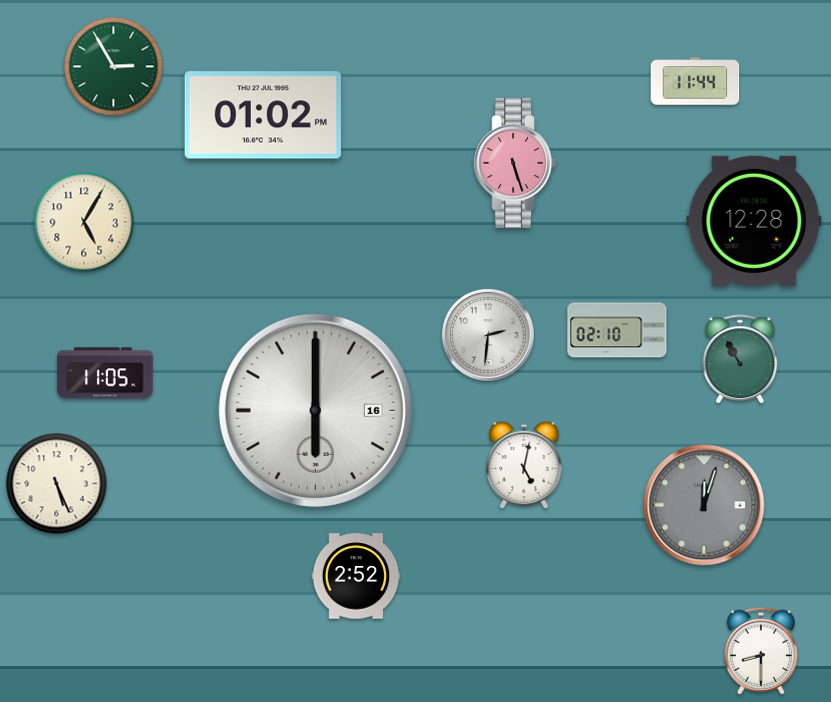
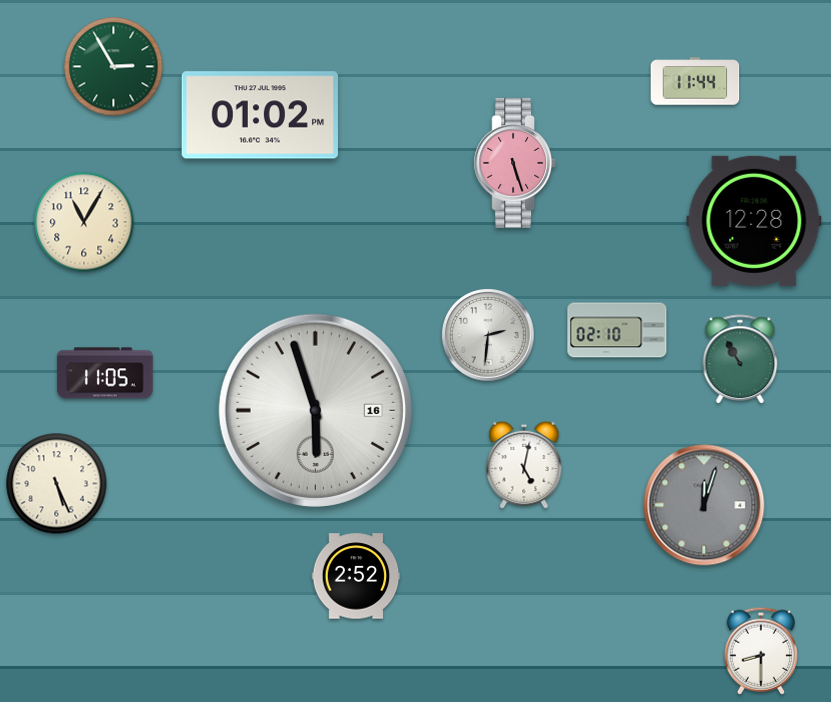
clock at (262, 115) position: (262, 115) -> (259, 115)
clock at (84, 222): 5:05 -> 11:05
clock at (315, 410): 6:00 -> 5:57
